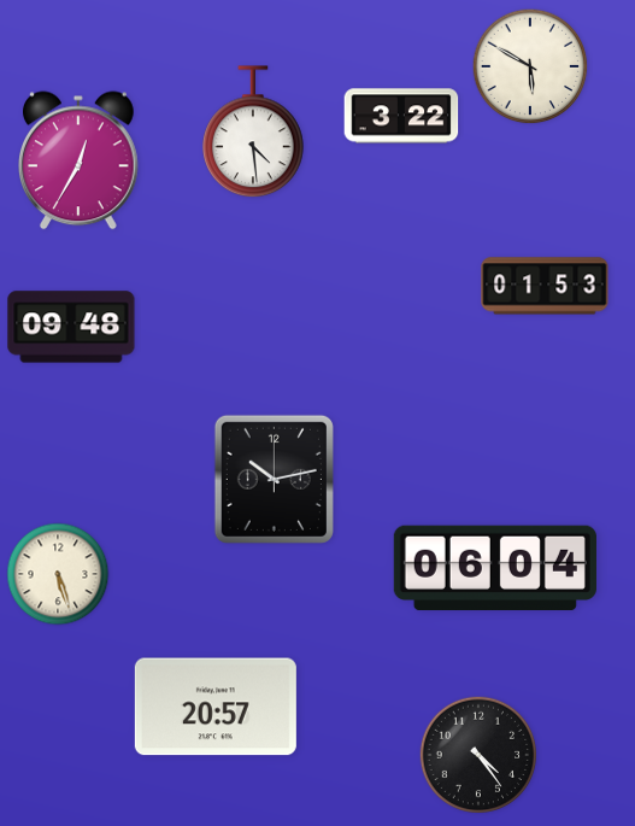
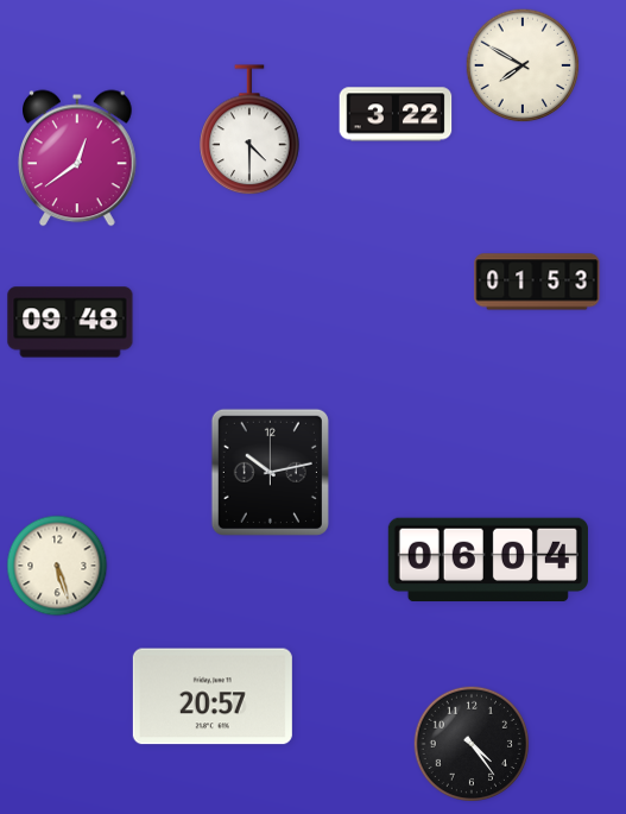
clock at (530, 66): 5:50 -> 7:50
clock at (253, 133): 4:29 -> 4:30
clock at (80, 160): 12:35 -> 12:39
